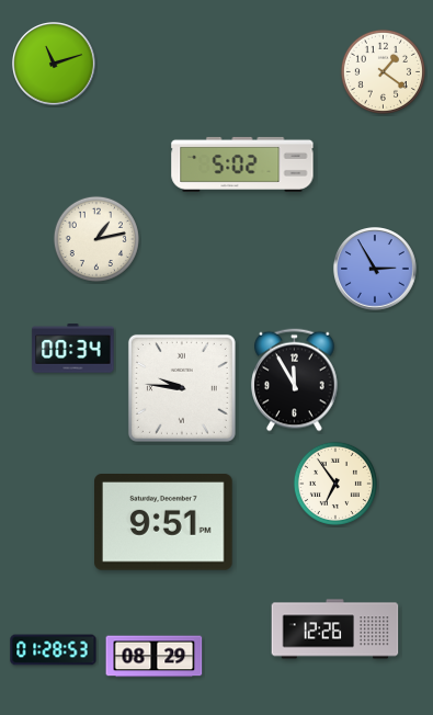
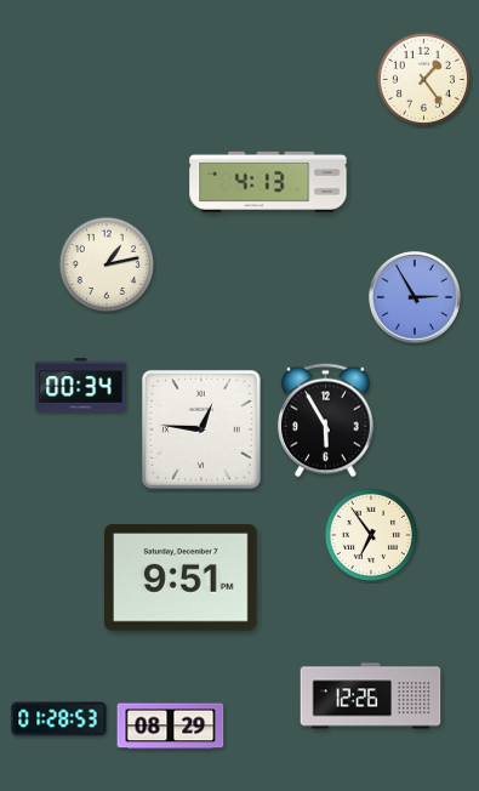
clock at (55, 65): 11:12 -> none
clock at (383, 71): 1:21 -> 1:24
clock at (242, 164): 5:02 -> 4:13
clock at (295, 381): 11:55 -> 5:55
clock at (182, 388): 9:46 -> 12:46
